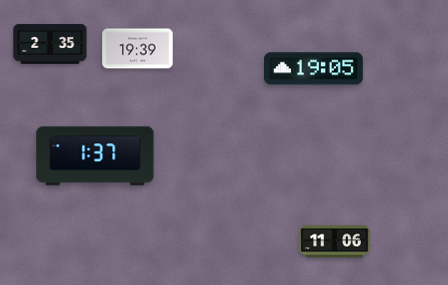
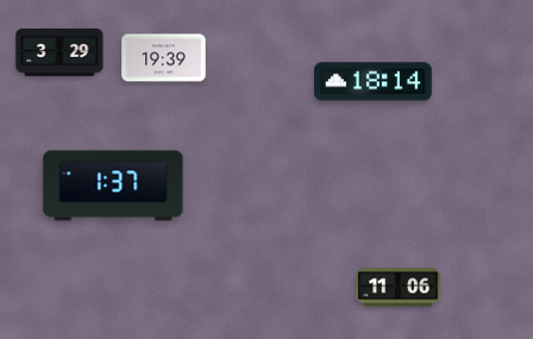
clock at (50, 44): 2:35 -> 3:29
clock at (314, 69): 19:05 -> 18:14
